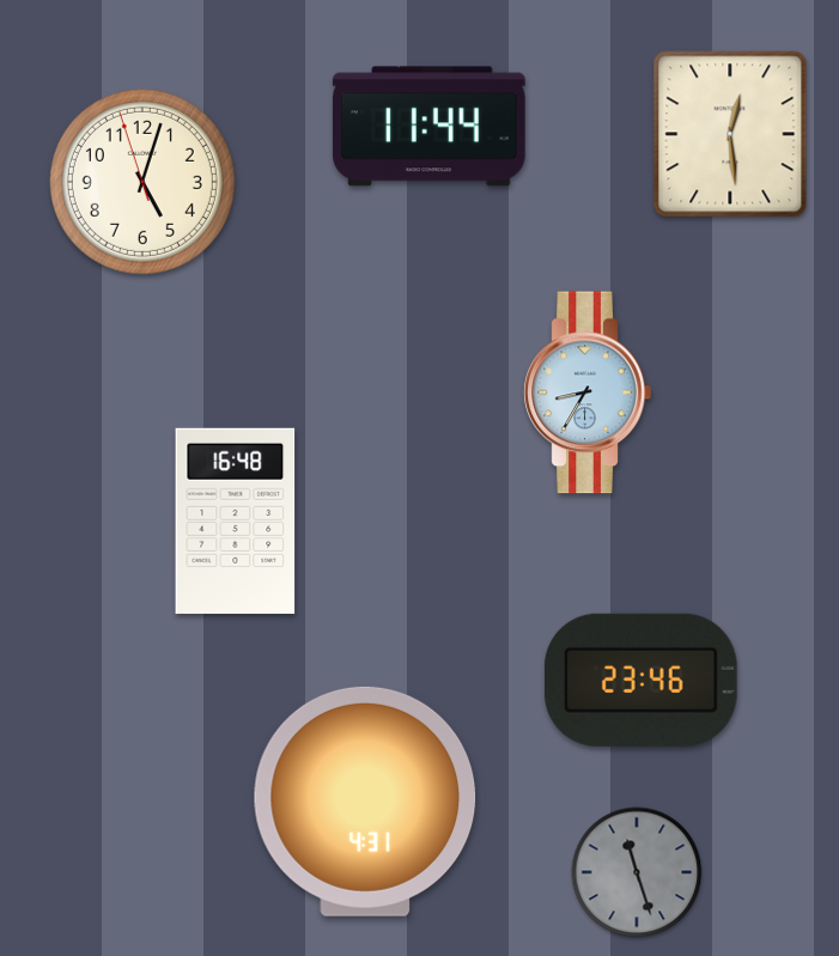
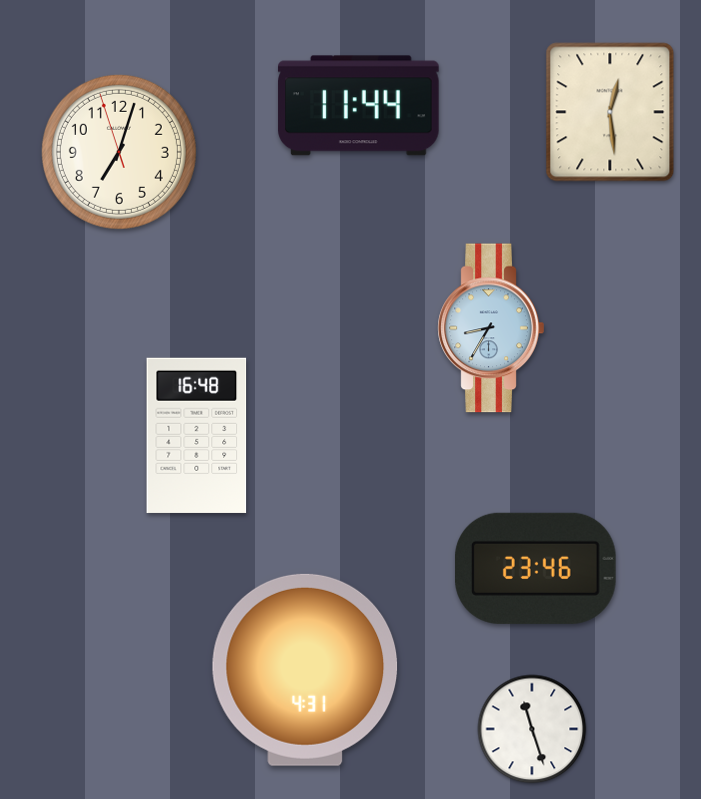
clock at (142, 182): 5:02 -> 7:02
clock at (637, 872) dial: grey -> white
